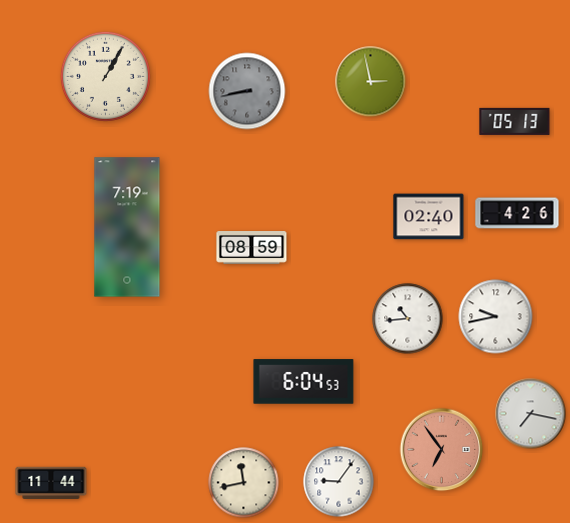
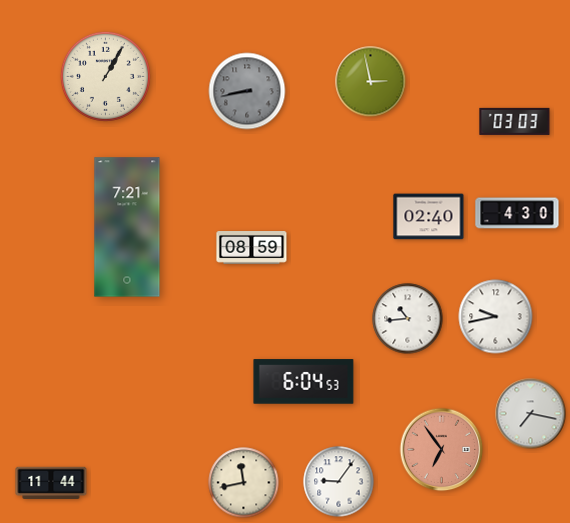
clock at (515, 121): 05:13 -> 03:03
clock at (517, 213): 4:26 -> 4:30
clock at (127, 227): 7:19 -> 7:21
